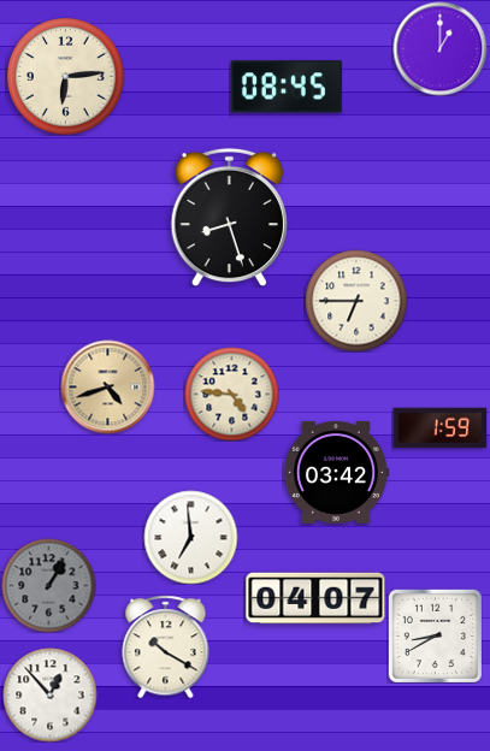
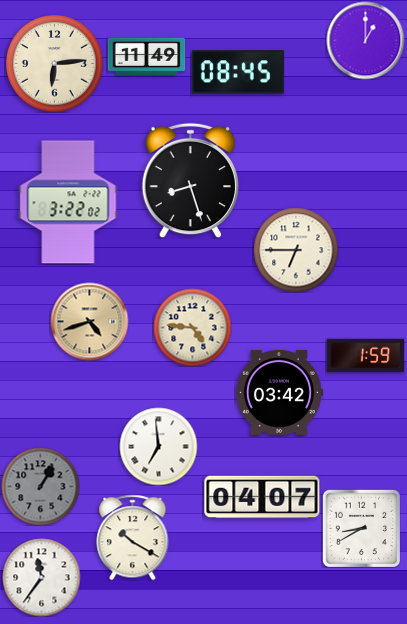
clock at (146, 56): none -> 11:49
clock at (68, 202): none -> 3:22
clock at (166, 646) position: (166, 646) -> (133, 537)
clock at (49, 694): 12:53 -> 11:36
